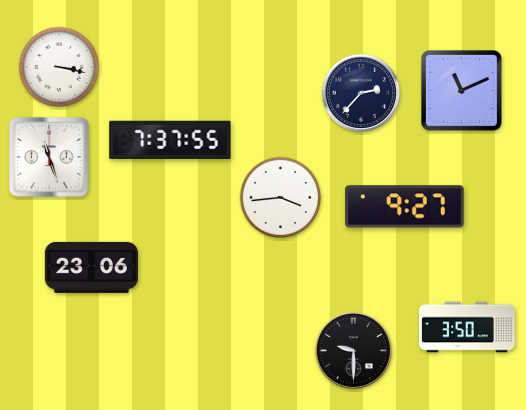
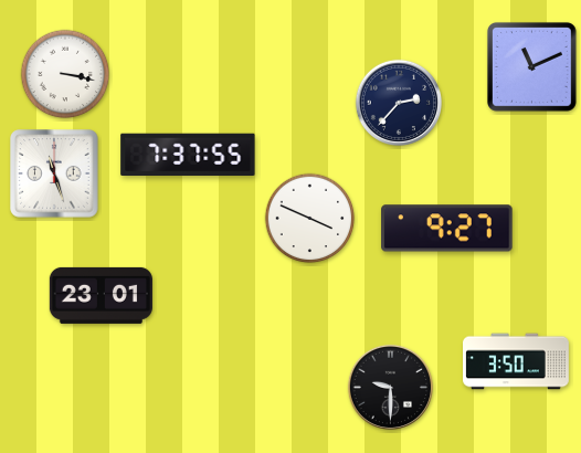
clock at (461, 90) position: (461, 90) -> (531, 66)
clock at (281, 198): 3:44 -> 3:49
clock at (91, 267): 23:06 -> 23:01
